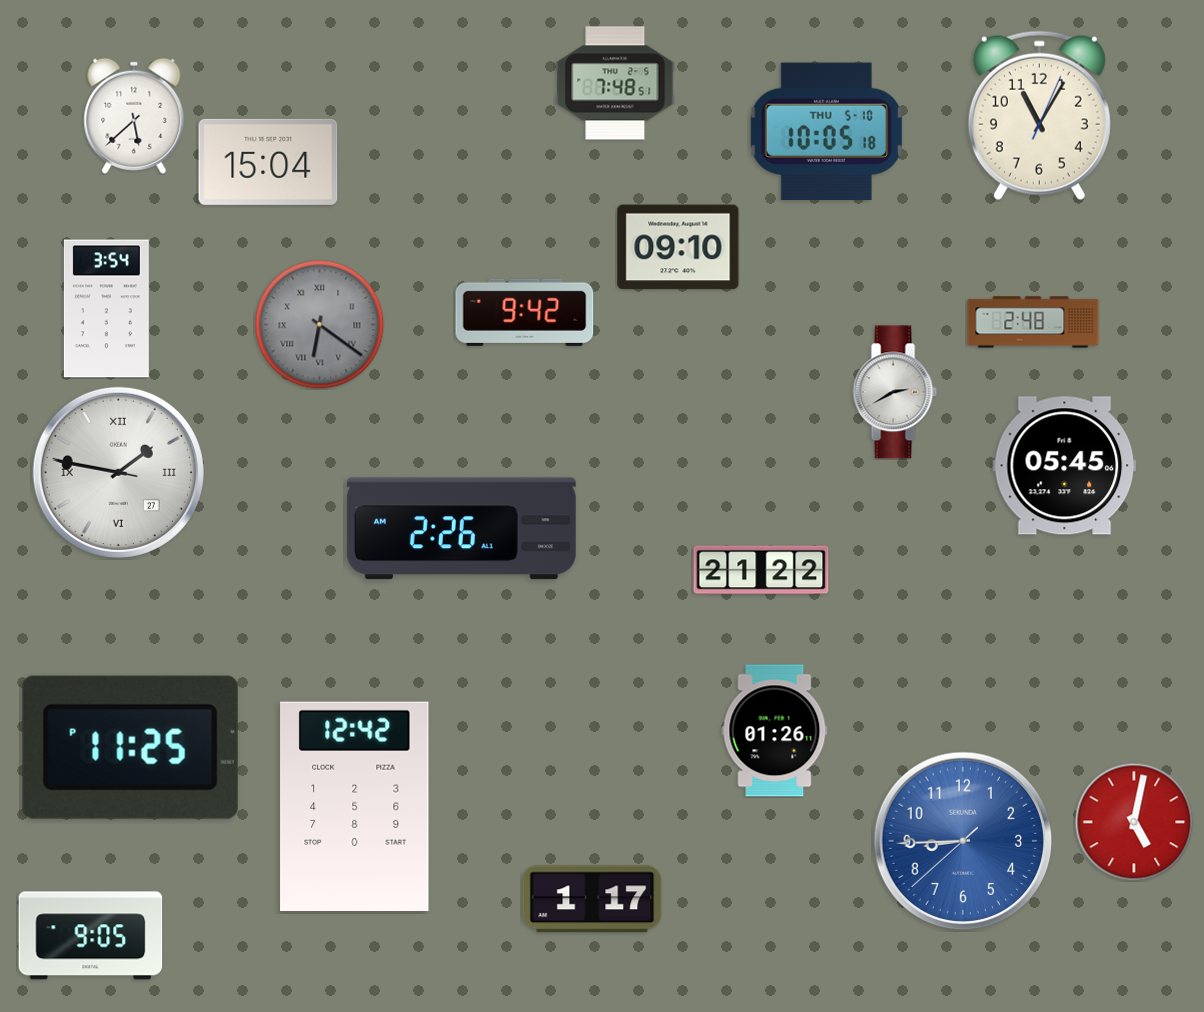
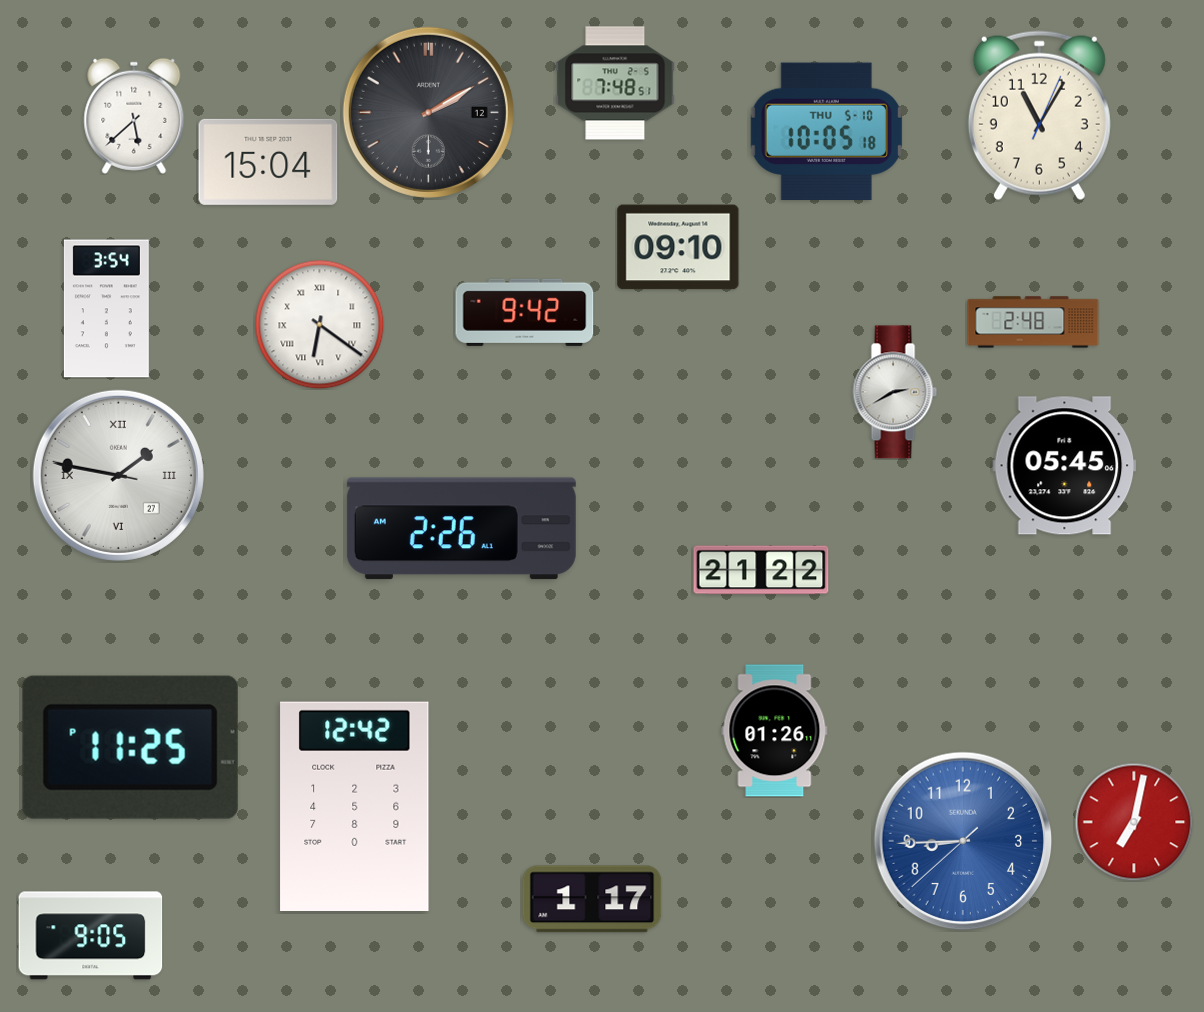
clock at (428, 112): none -> 2:10
clock at (319, 324) dial: grey -> white
clock at (118, 472) position: (118, 472) -> (118, 475)
clock at (1134, 822): 5:02 -> 7:02
